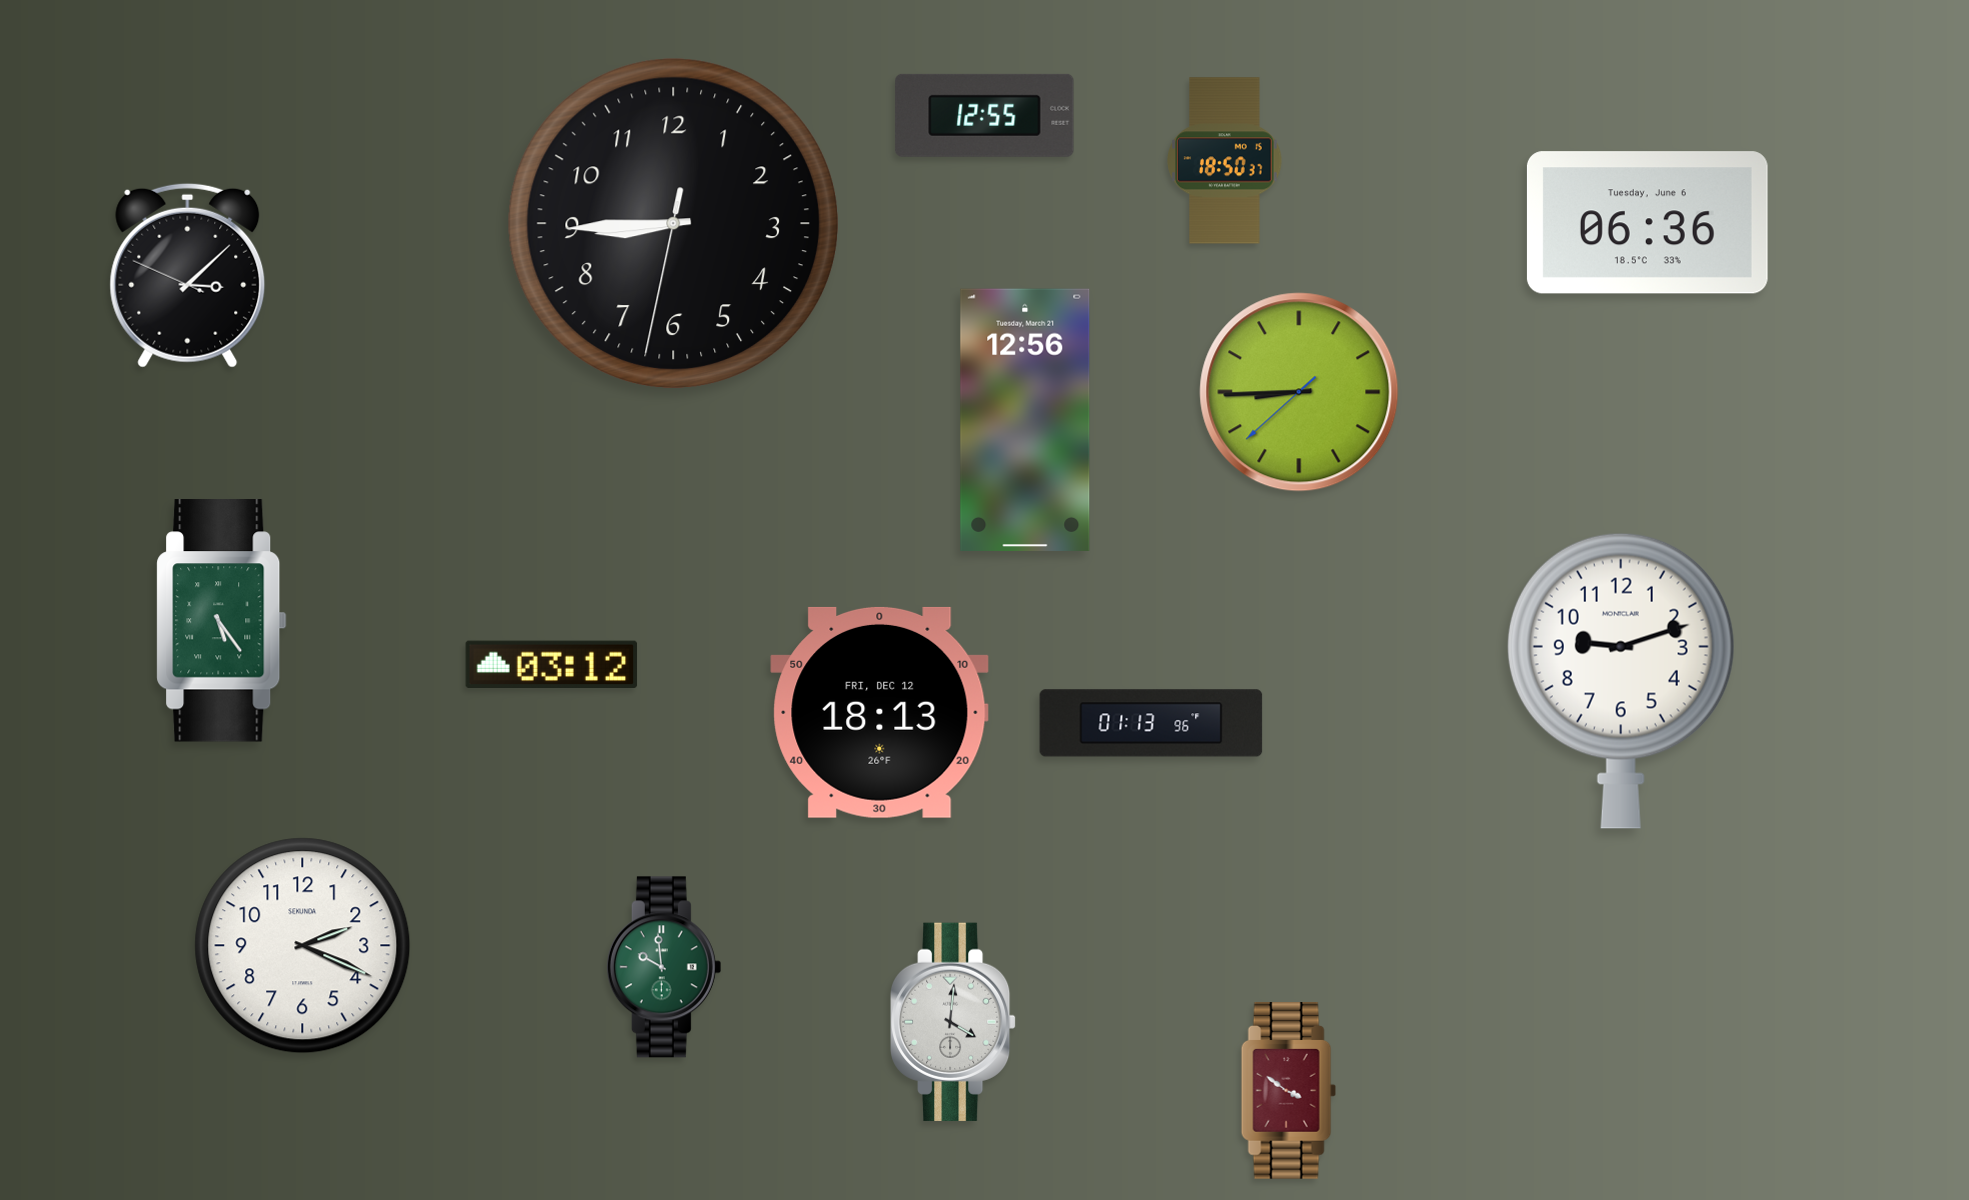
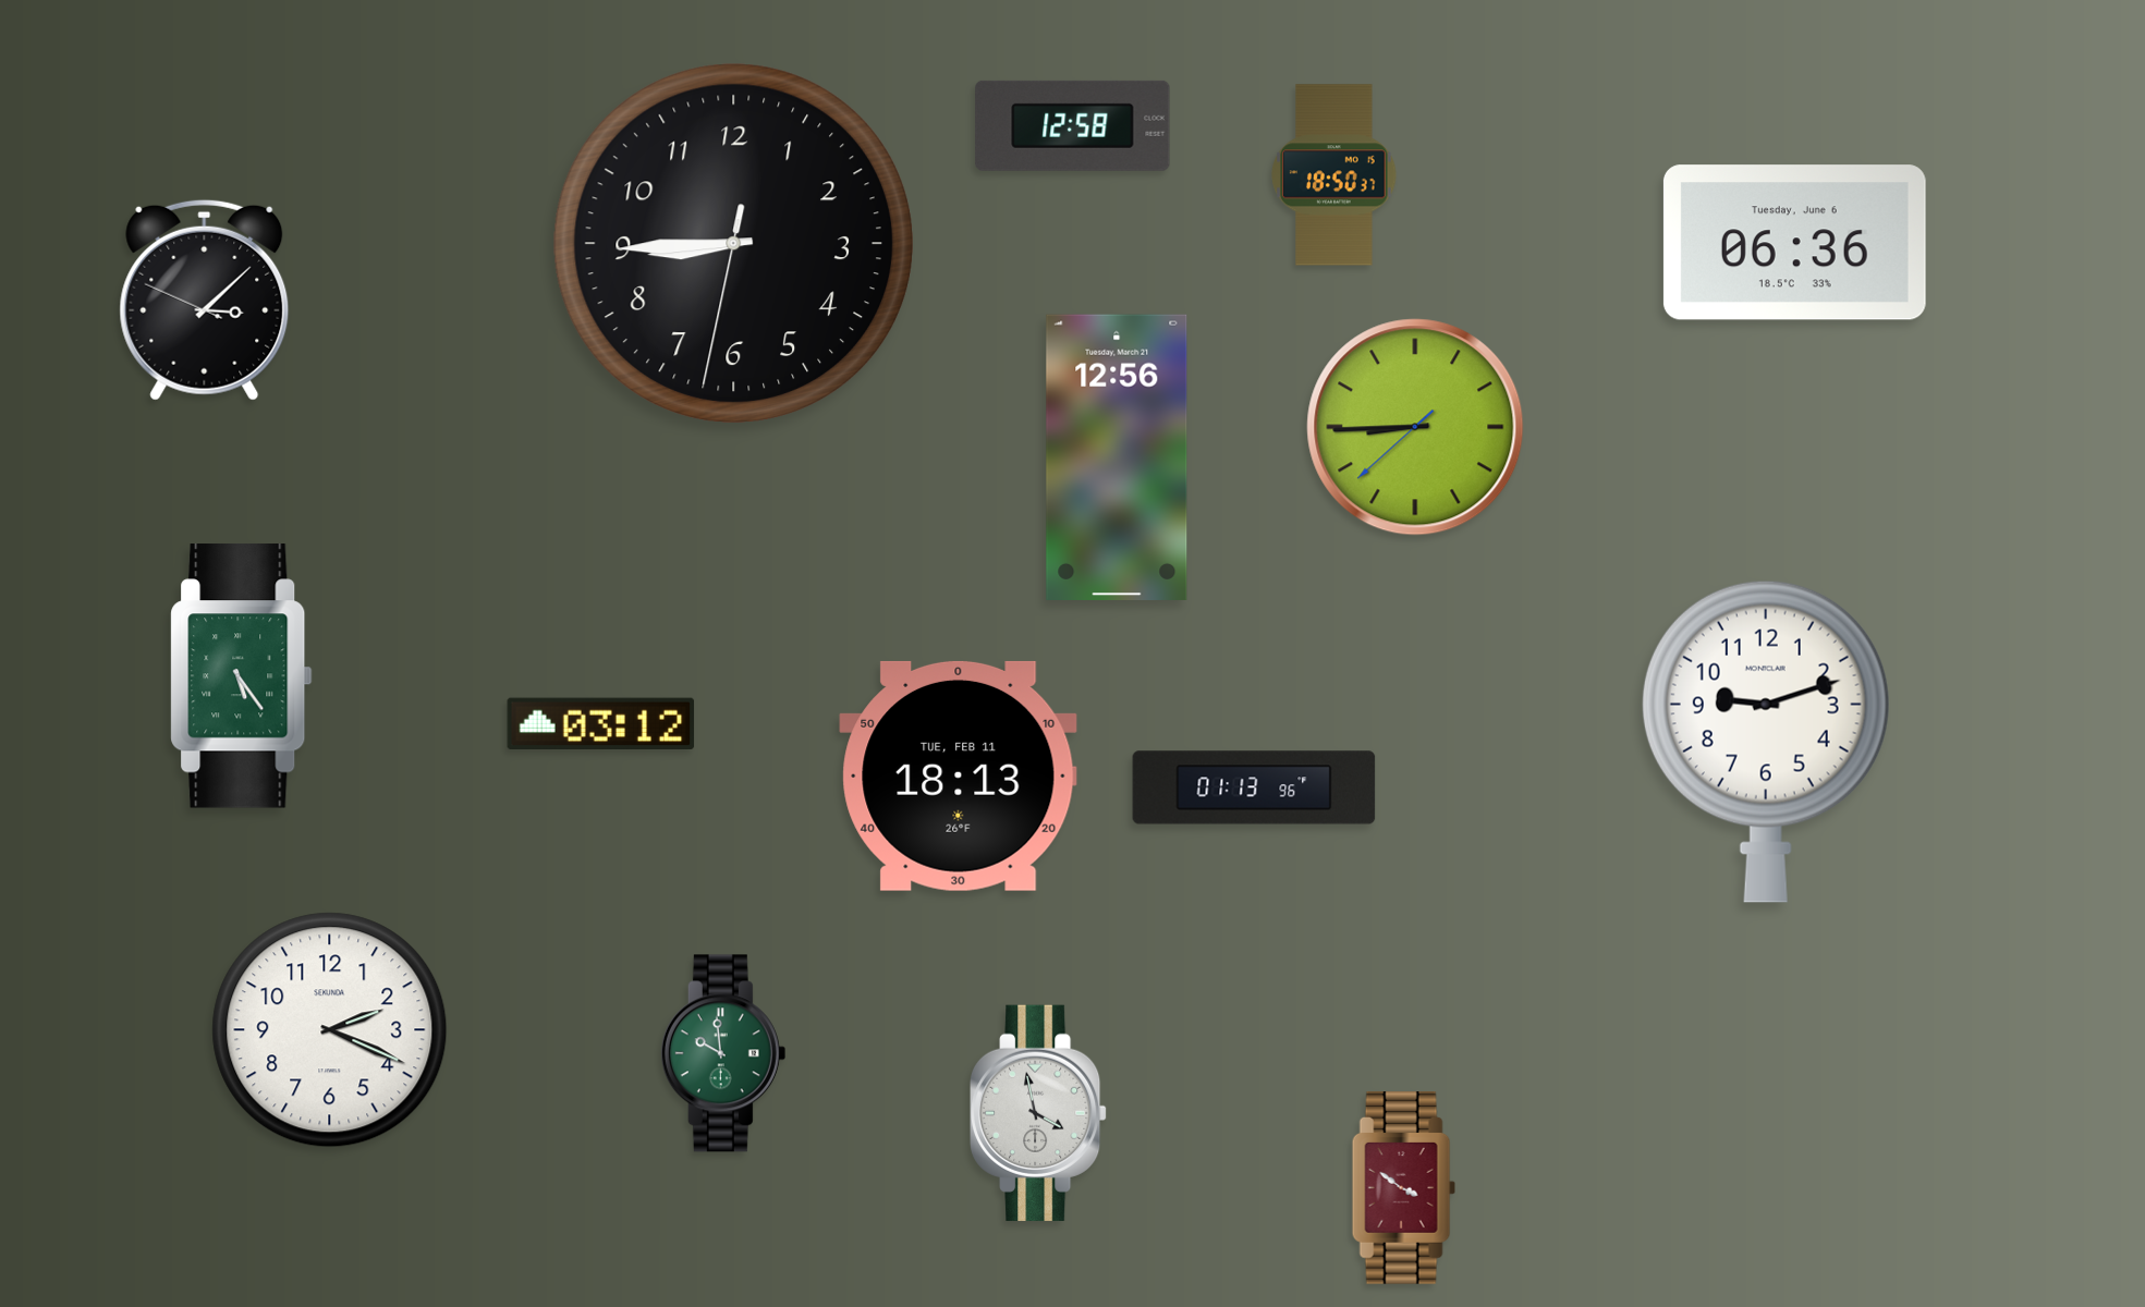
clock at (985, 115): 12:55 -> 12:58
clock at (880, 712) date: FRI, DEC 12 -> TUE, FEB 11
clock at (954, 1022): 4:01 -> 3:58
